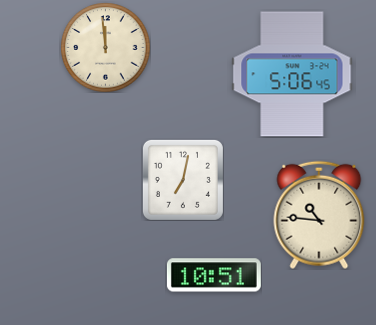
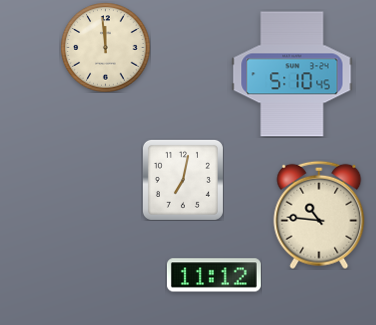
clock at (292, 74): 5:06 -> 5:10
clock at (214, 275): 10:51 -> 11:12
